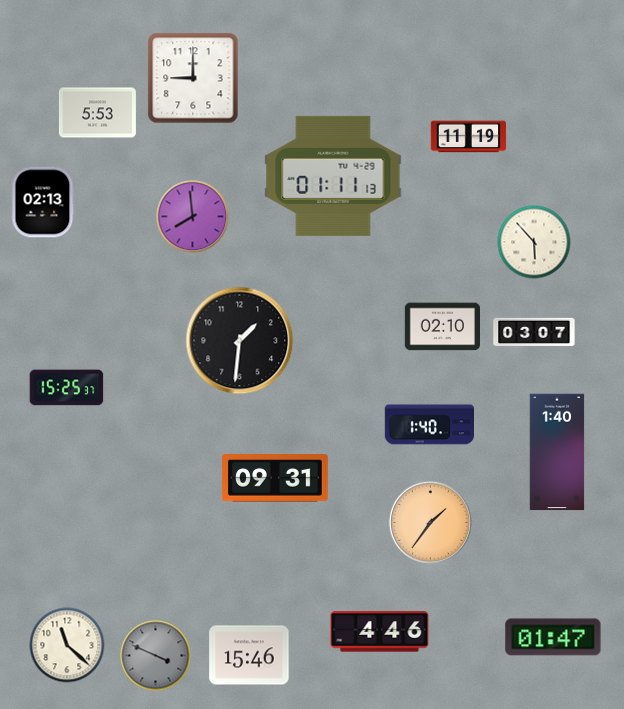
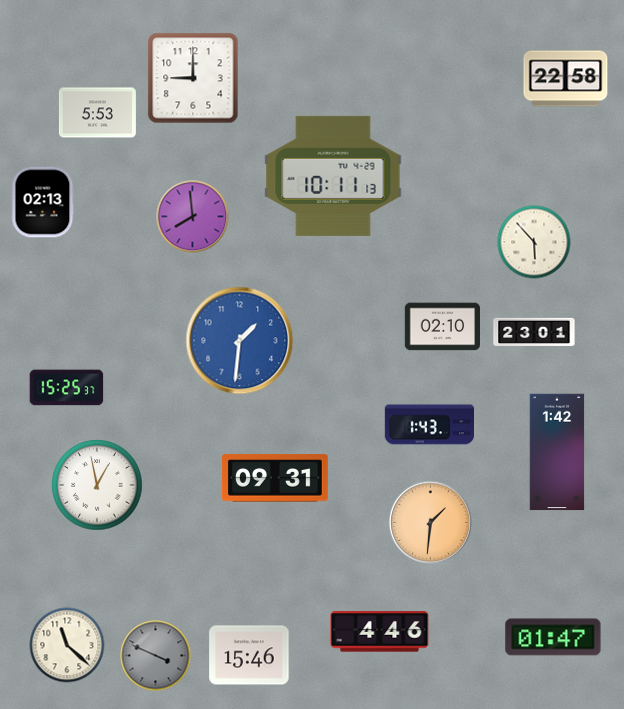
clock at (566, 79): none -> 22:58
clock at (468, 137): 11:19 -> none
clock at (333, 176): 01:11 -> 10:11
clock at (534, 331): 03:07 -> 23:01
clock at (240, 341) dial: black -> blue
clock at (429, 425): 1:40 -> 1:43
clock at (557, 452): 1:40 -> 1:42
clock at (97, 485): none -> 12:58
clock at (430, 522): 1:36 -> 1:31
